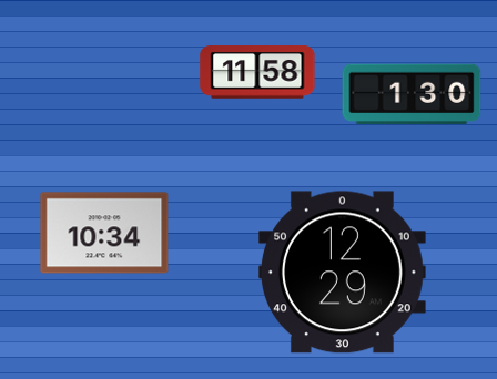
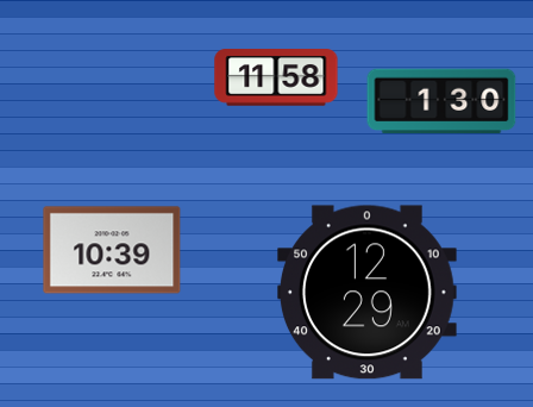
clock at (104, 233): 10:34 -> 10:39
